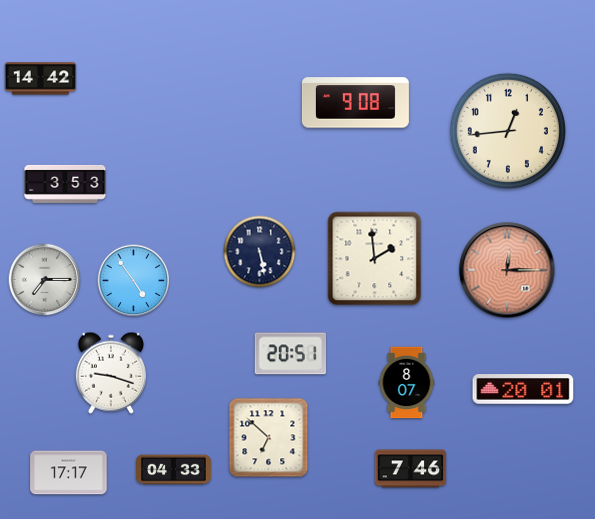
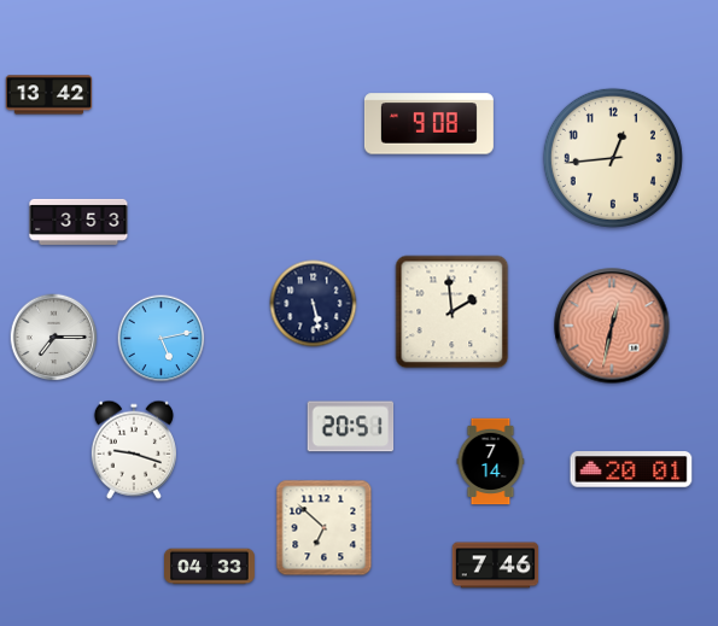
clock at (41, 79): 14:42 -> 13:42
clock at (507, 270): 12:15 -> 12:32
clock at (134, 281): 4:54 -> 5:13
clock at (407, 383): 8:07 -> 7:14
clock at (69, 473): 17:17 -> none
